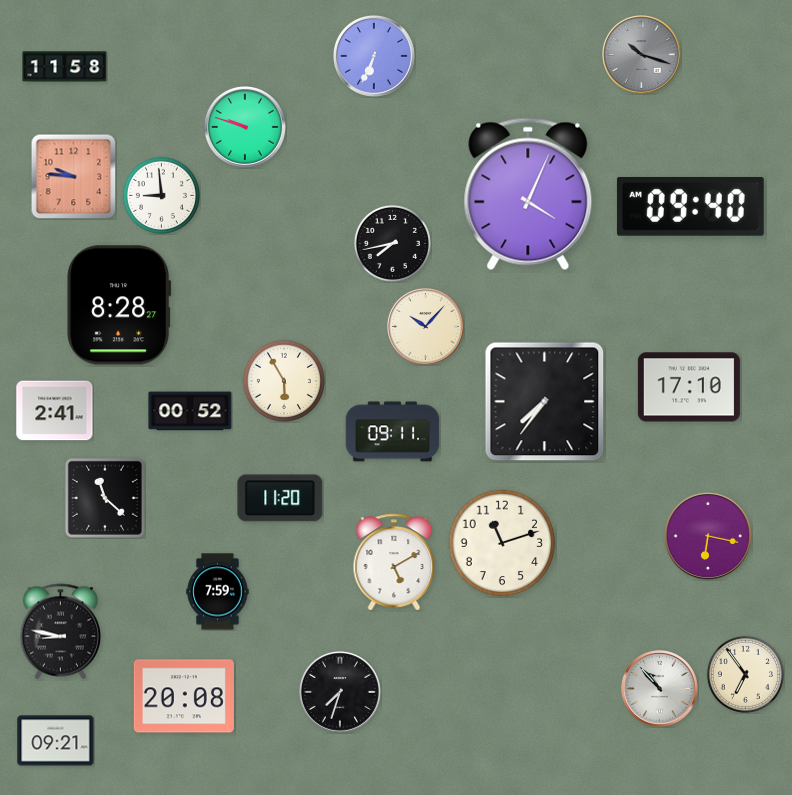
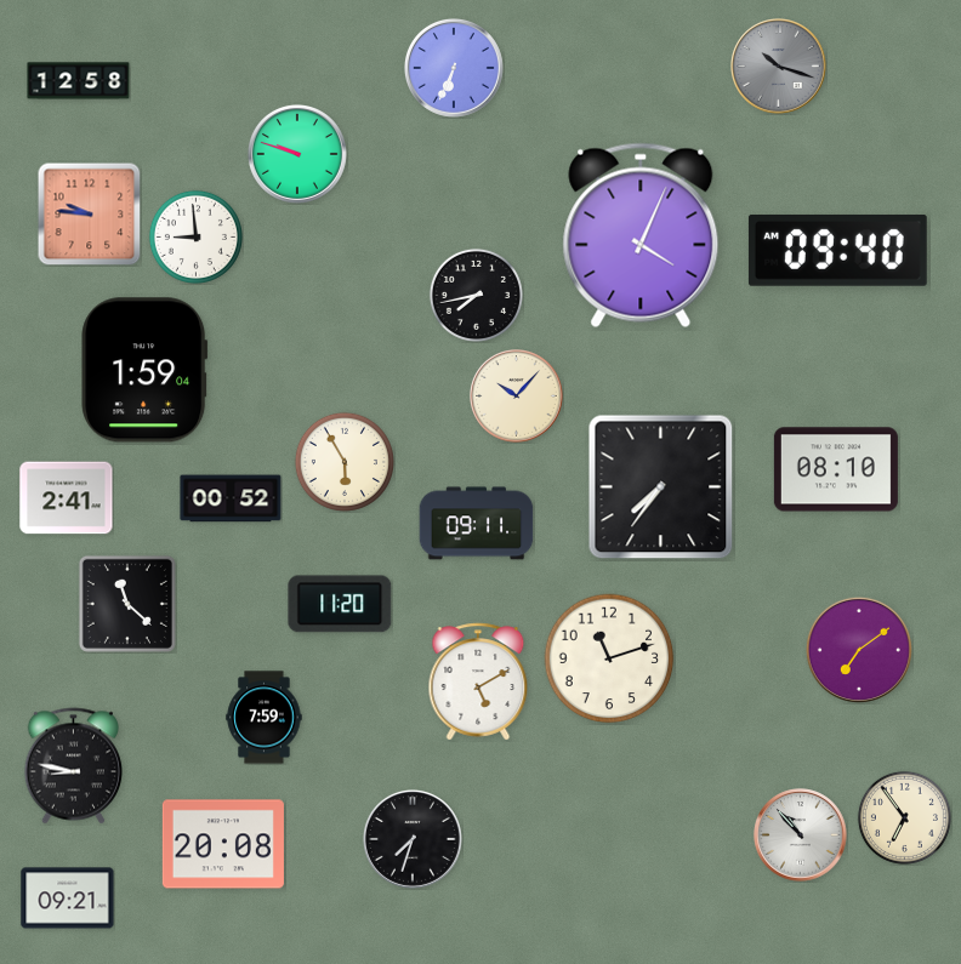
clock at (65, 67): 11:58 -> 12:58
clock at (119, 305): 8:28 -> 1:59
clock at (689, 387): 17:10 -> 08:10
clock at (708, 536): 6:17 -> 7:09
